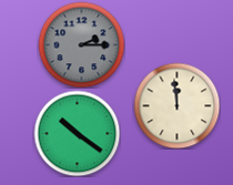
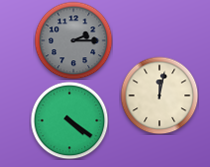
clock at (176, 105): 11:59 -> 12:02
clock at (77, 133): 10:21 -> 4:21
